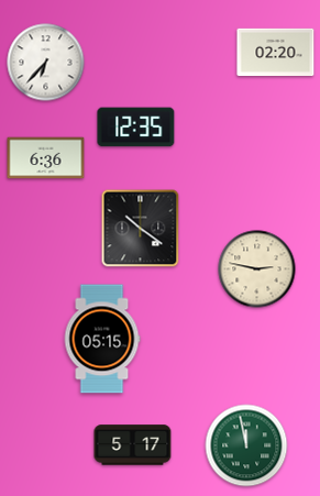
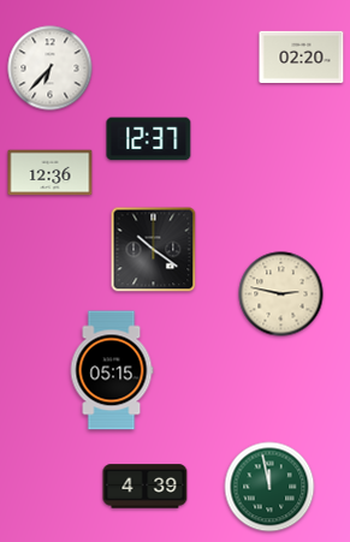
clock at (136, 128): 12:35 -> 12:37
clock at (46, 158): 6:36 -> 12:36
clock at (133, 445): 5:17 -> 4:39
